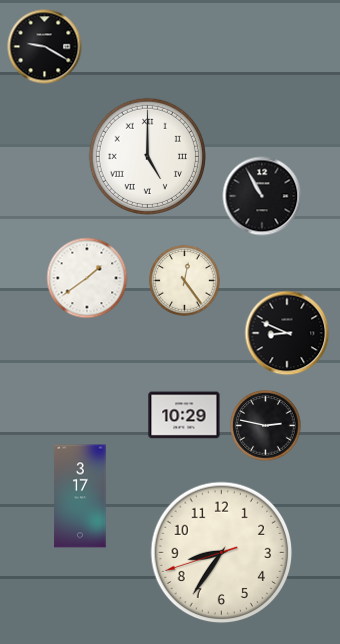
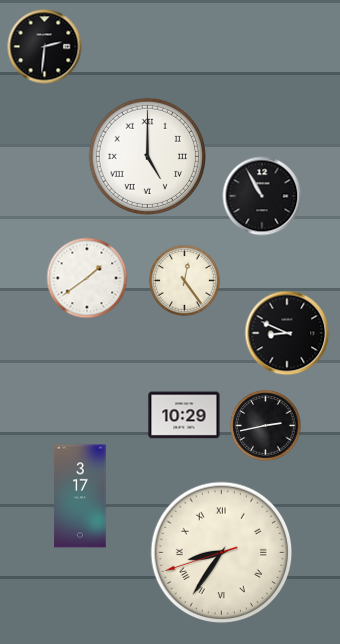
clock at (45, 47): 9:20 -> 2:31
clock at (266, 426): 2:47 -> 2:43
clock at (222, 553) numerals: Arabic -> Roman
